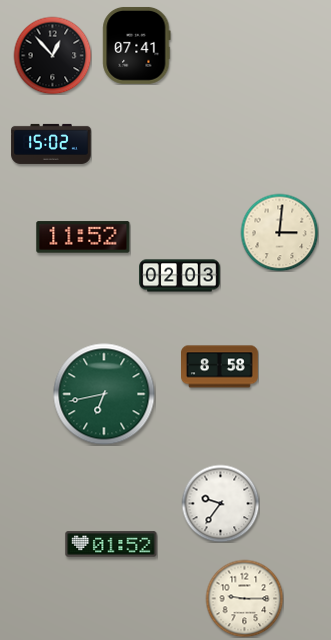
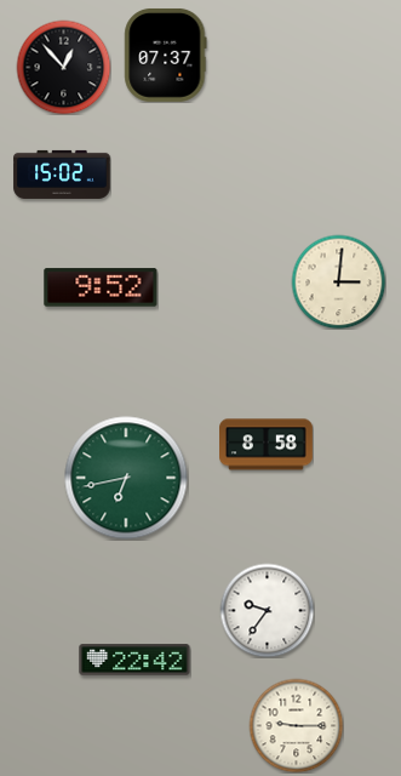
clock at (137, 45): 07:41 -> 07:37
clock at (83, 237): 11:52 -> 9:52
clock at (180, 276): 02:03 -> none
clock at (111, 544): 01:52 -> 22:42
